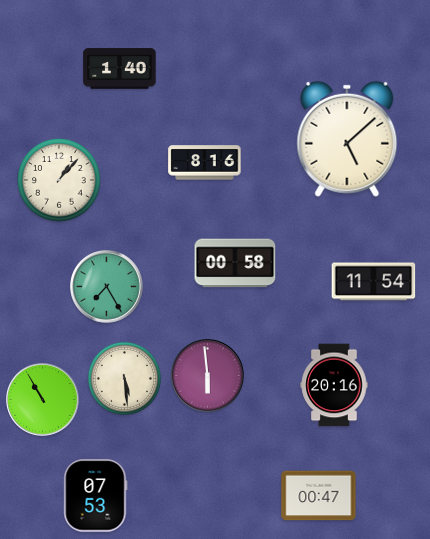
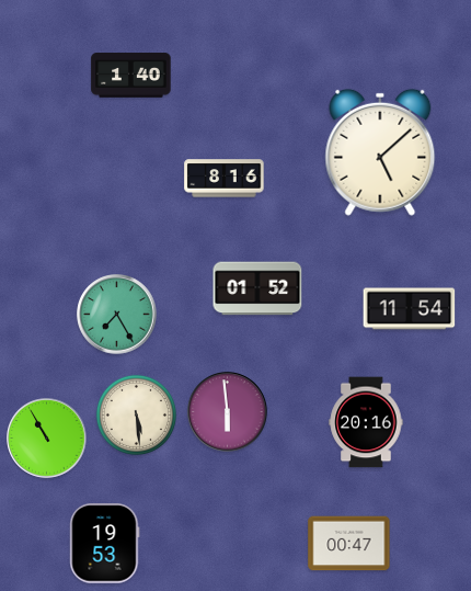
clock at (59, 180): 1:07 -> none
clock at (235, 263): 00:58 -> 01:52
clock at (96, 496): 07:53 -> 19:53
